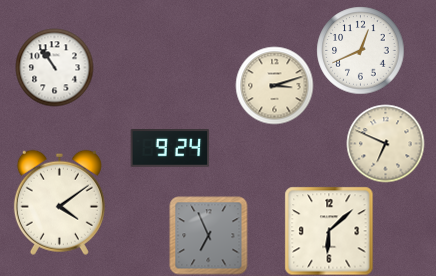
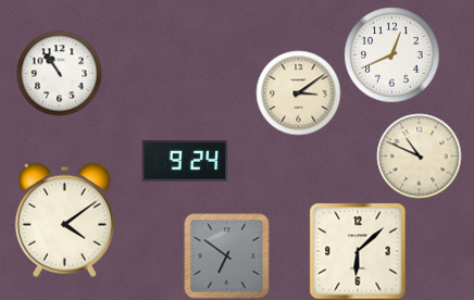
clock at (274, 85): 3:12 -> 3:09
clock at (385, 143): 6:49 -> 10:49
clock at (208, 235): 6:56 -> 6:51
